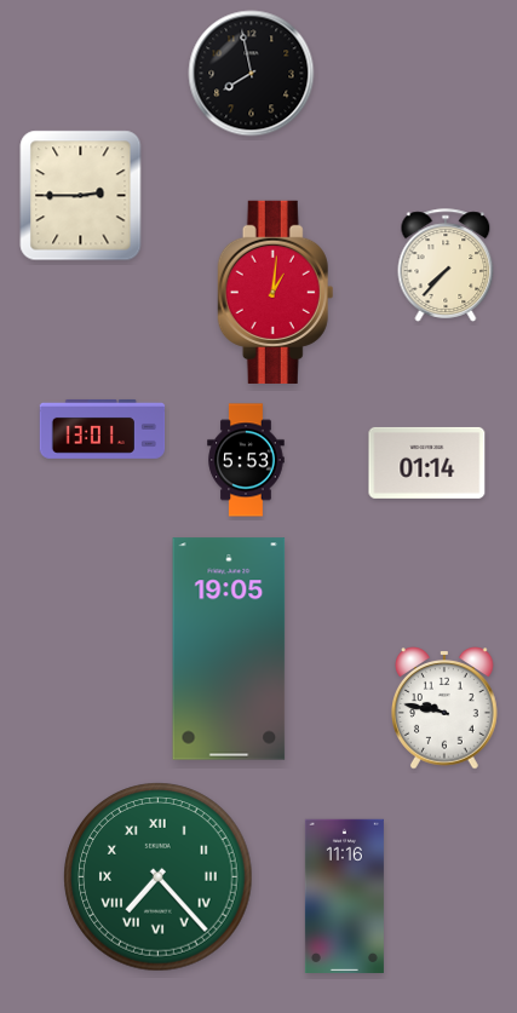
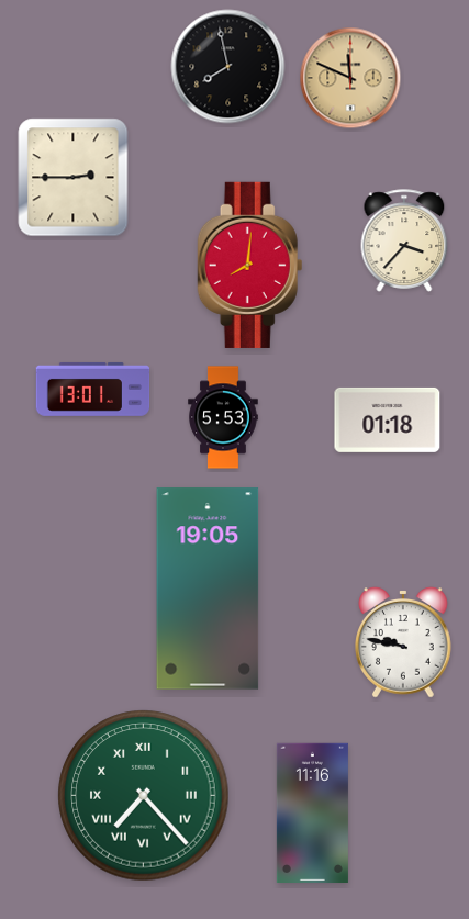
clock at (350, 78): none -> 11:49
clock at (446, 265): 7:37 -> 3:37
clock at (276, 292): 1:01 -> 8:01
clock at (427, 462): 01:14 -> 01:18
